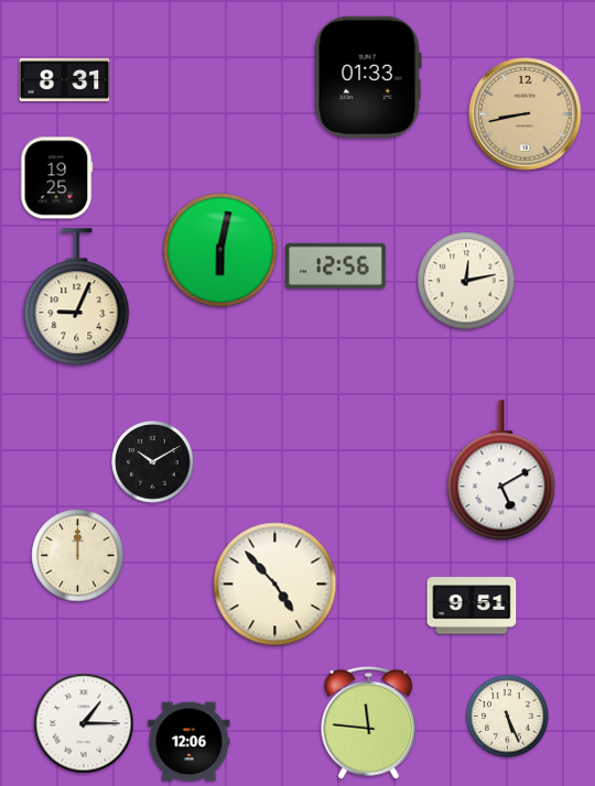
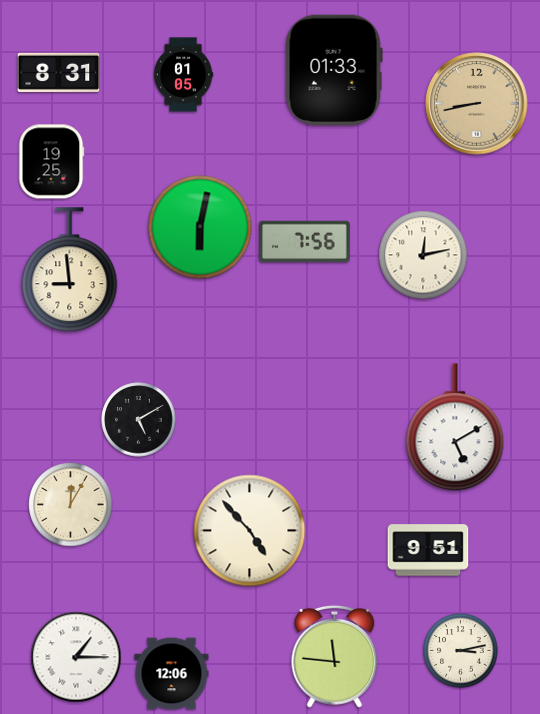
clock at (183, 75): none -> 01:05
clock at (336, 265): 12:56 -> 7:56
clock at (77, 297): 9:04 -> 8:59
clock at (153, 462): 10:10 -> 5:10
clock at (78, 556): 12:00 -> 12:05
clock at (508, 717): 5:26 -> 3:13
